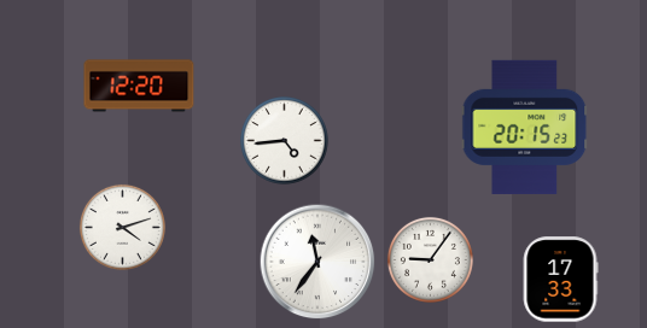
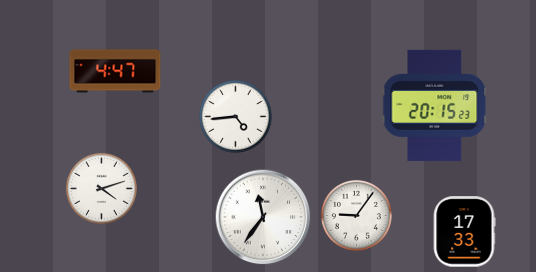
clock at (139, 86): 12:20 -> 4:47
